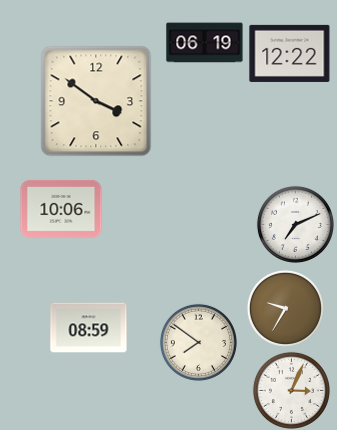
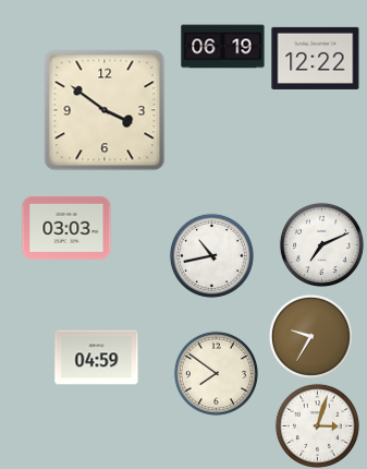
clock at (61, 209): 10:06 -> 03:03
clock at (211, 255): none -> 10:43
clock at (89, 328): 08:59 -> 04:59
clock at (291, 390): 3:04 -> 3:03
